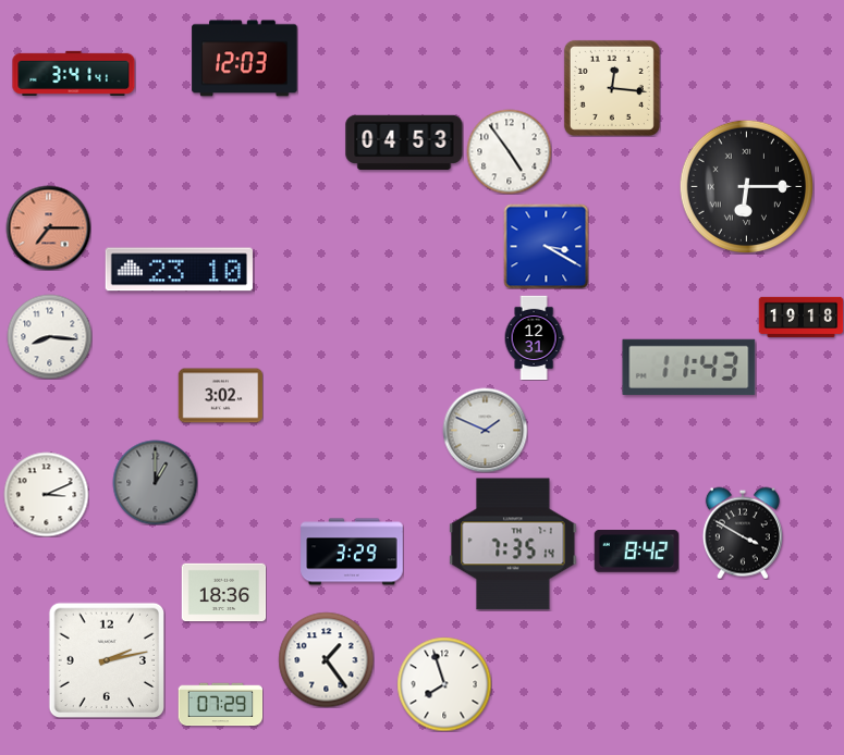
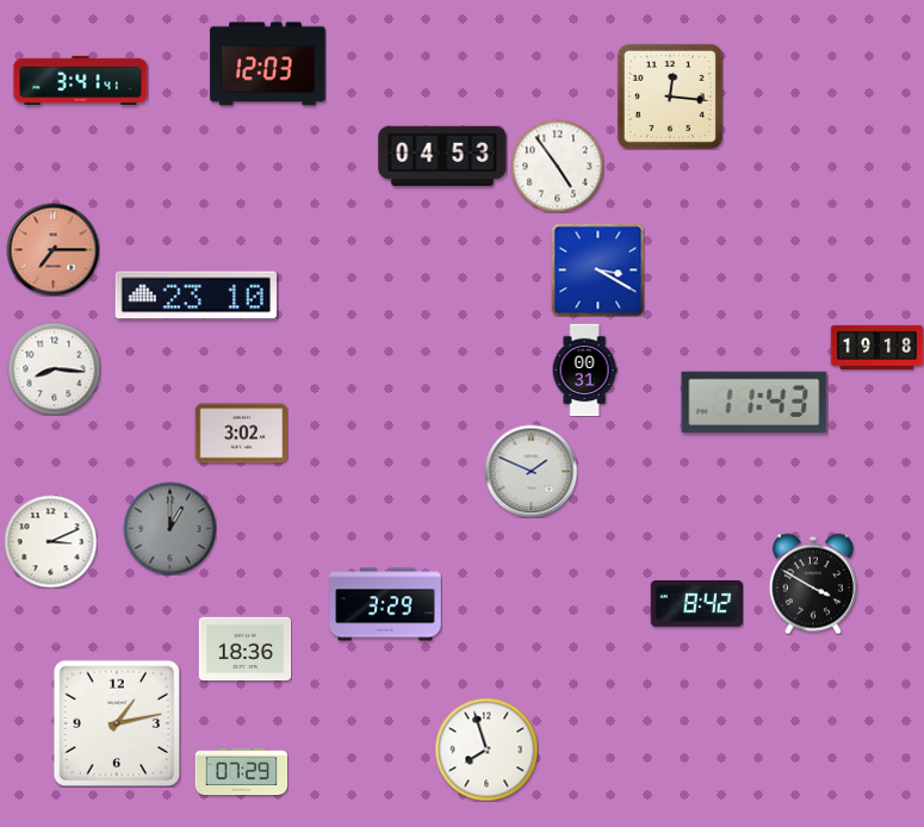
clock at (746, 186): 6:15 -> none
clock at (534, 337): 12:31 -> 00:31
clock at (513, 544): 7:35 -> none
clock at (106, 659): 2:13 -> 1:13
clock at (326, 659): 1:24 -> none
